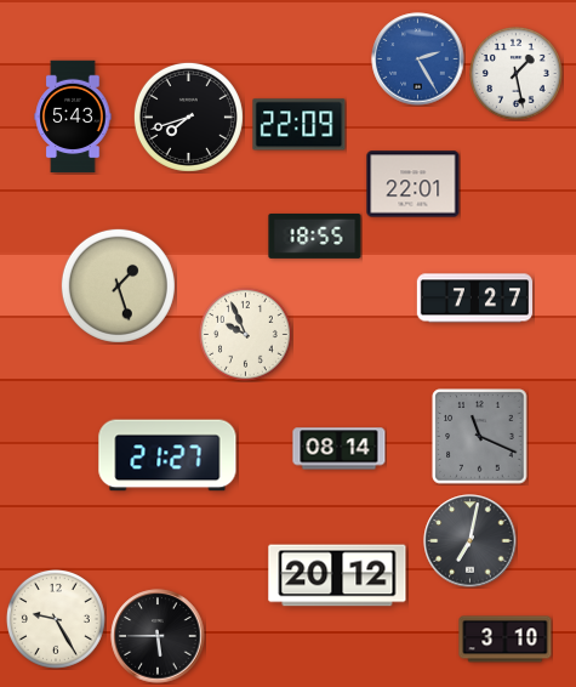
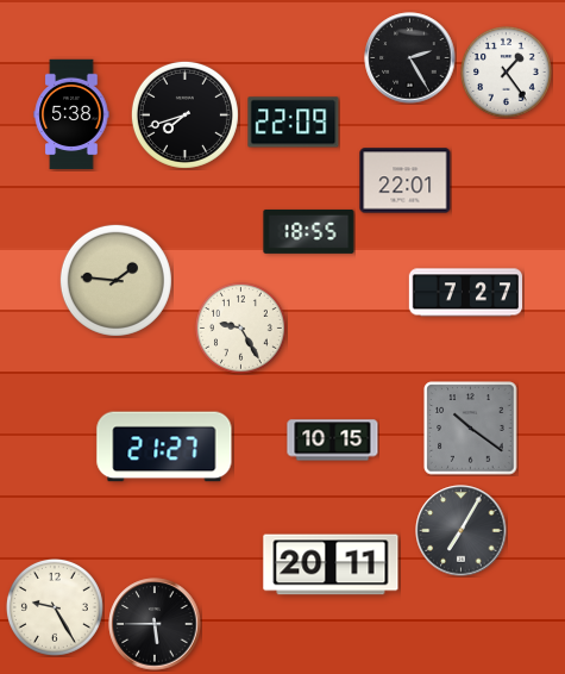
clock at (418, 59) dial: blue -> black
clock at (517, 74): 1:28 -> 1:24
clock at (73, 117): 5:43 -> 5:38
clock at (118, 285): 1:27 -> 1:46
clock at (246, 335): 9:56 -> 9:25
clock at (480, 437): 11:19 -> 10:21
clock at (340, 449): 08:14 -> 10:15
clock at (471, 541): 7:02 -> 7:05
clock at (337, 575): 20:12 -> 20:11
clock at (506, 640): 3:10 -> none
